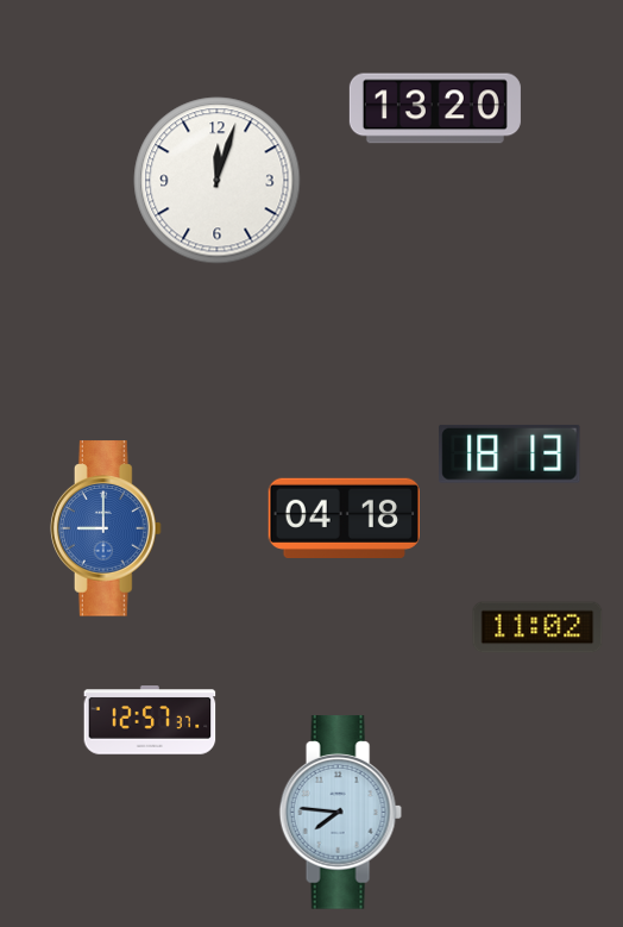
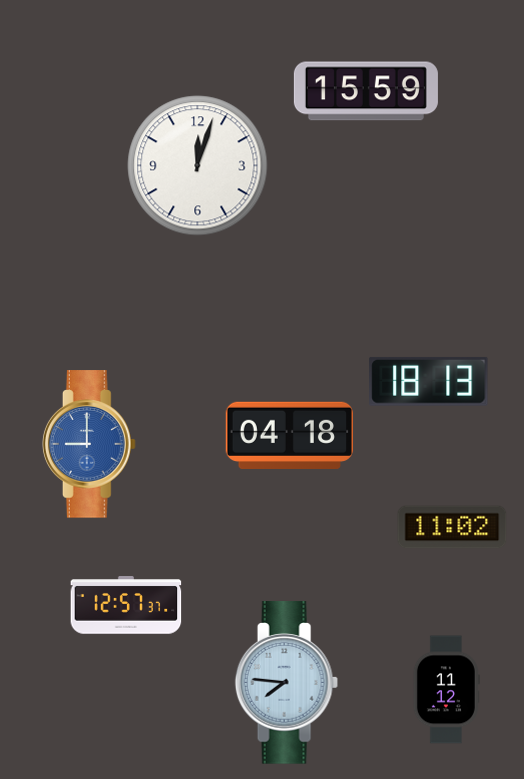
clock at (435, 108): 13:20 -> 15:59
clock at (218, 181) position: (218, 181) -> (198, 166)
clock at (446, 690): none -> 11:12
